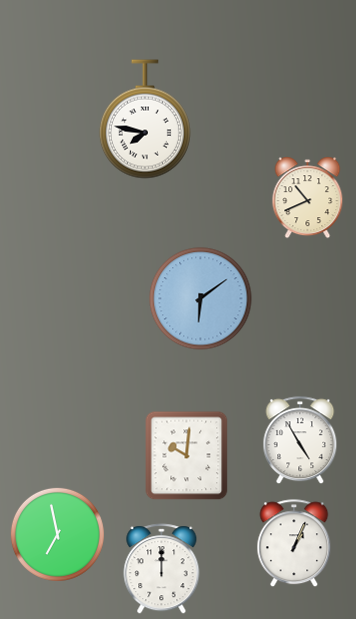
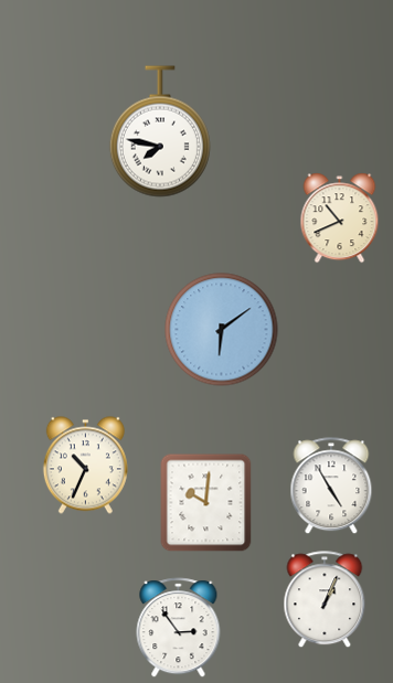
clock at (85, 466): none -> 10:34
clock at (57, 534): 6:58 -> none
clock at (162, 569): 12:00 -> 2:54
